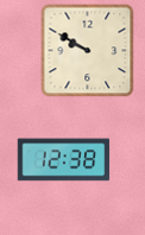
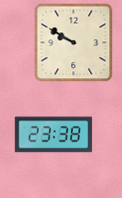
clock at (63, 160): 12:38 -> 23:38
